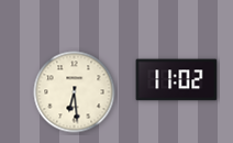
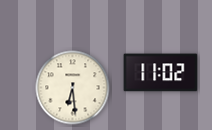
clock at (75, 92) position: (75, 92) -> (73, 88)
